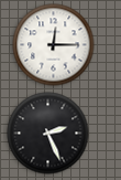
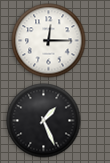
clock at (48, 134): 2:26 -> 1:26
